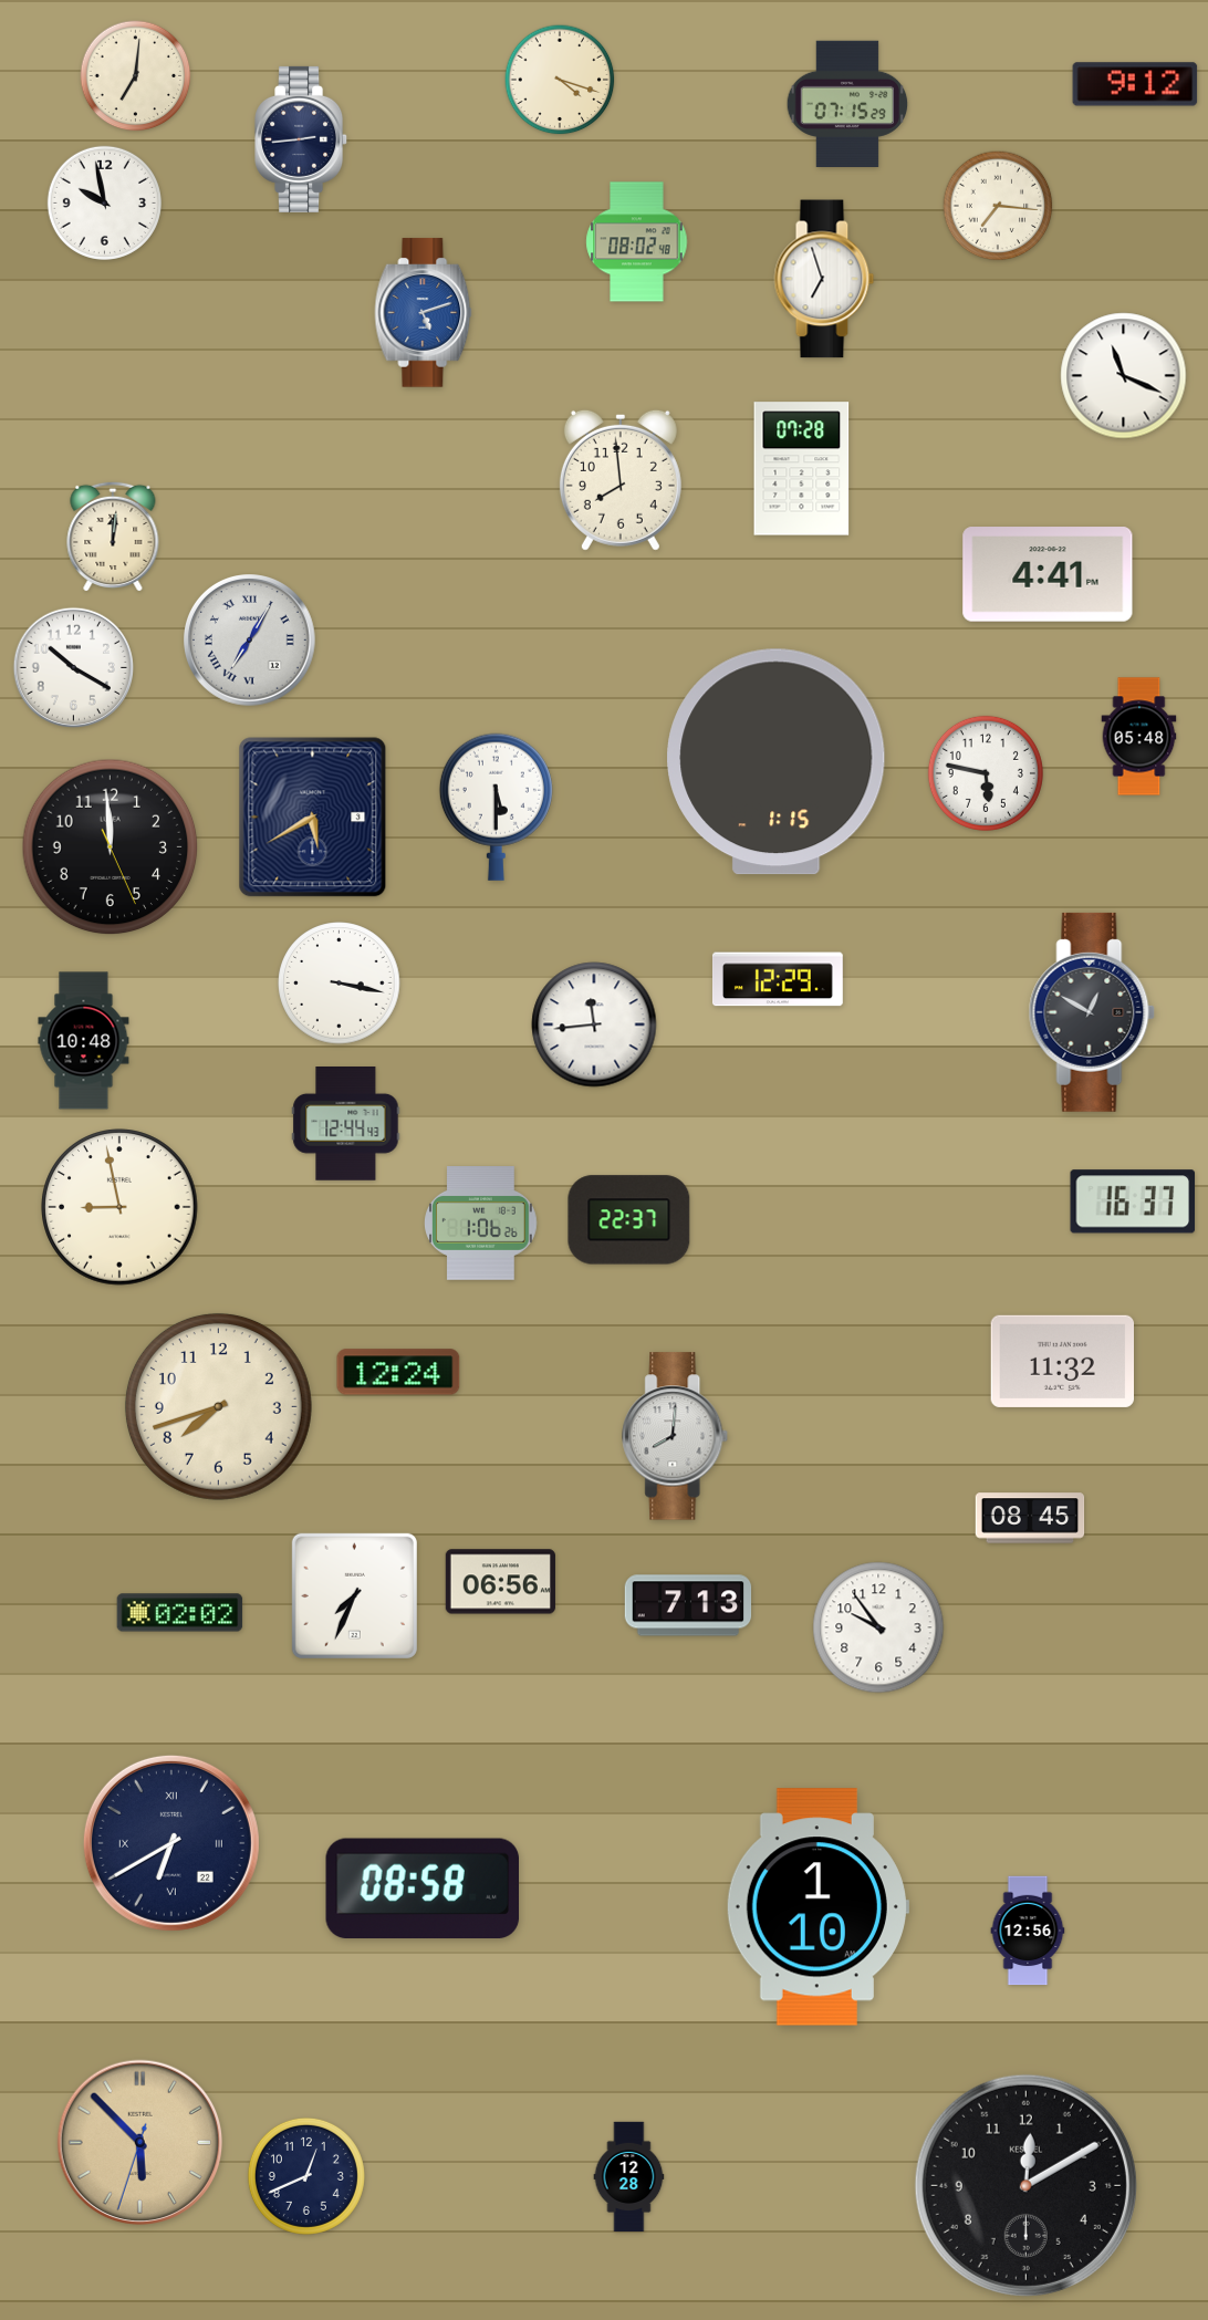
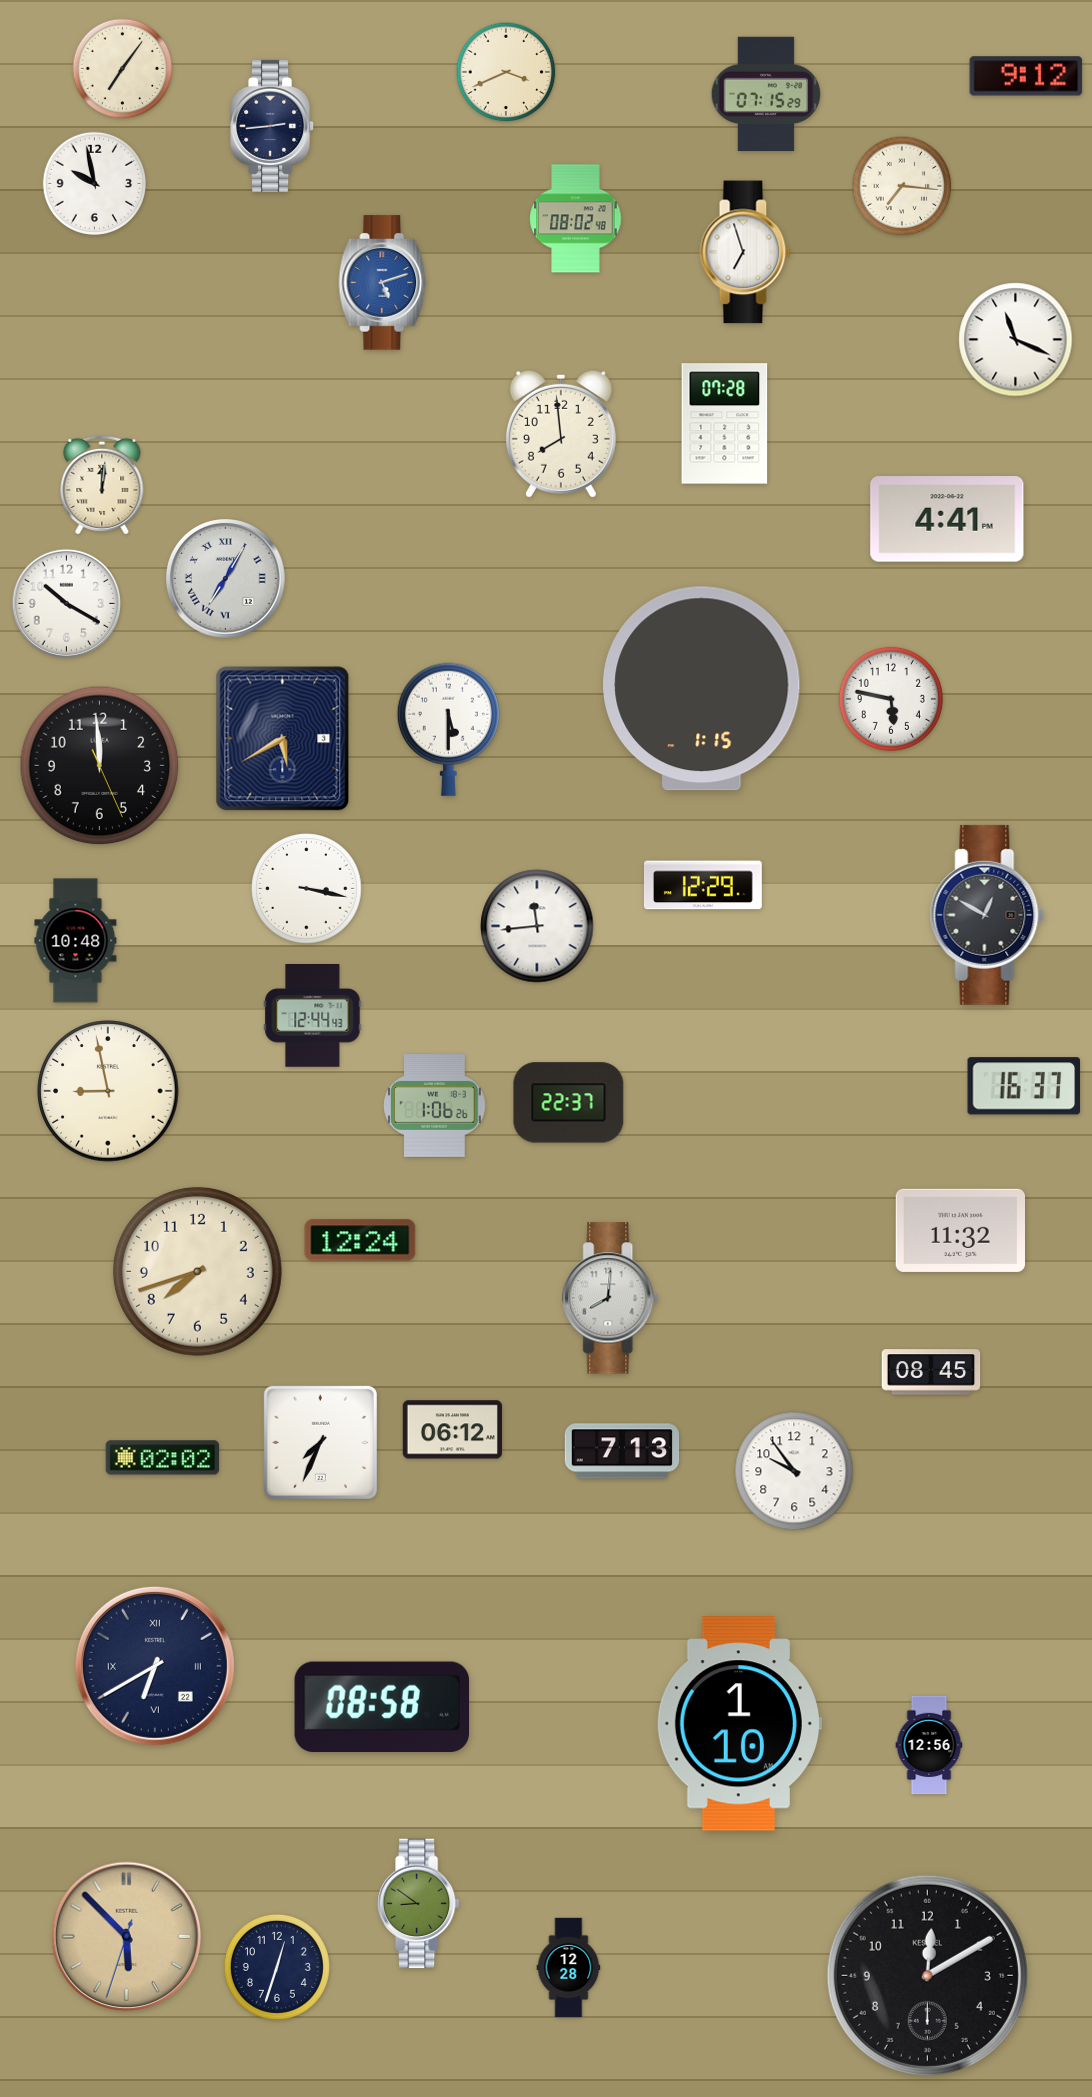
clock at (136, 76): 7:01 -> 7:06
clock at (560, 80): 4:18 -> 3:41
clock at (1139, 737): 05:48 -> none
clock at (500, 1582): 06:56 -> 06:12
clock at (419, 1904): none -> 8:51
clock at (306, 2176): 12:41 -> 12:33
